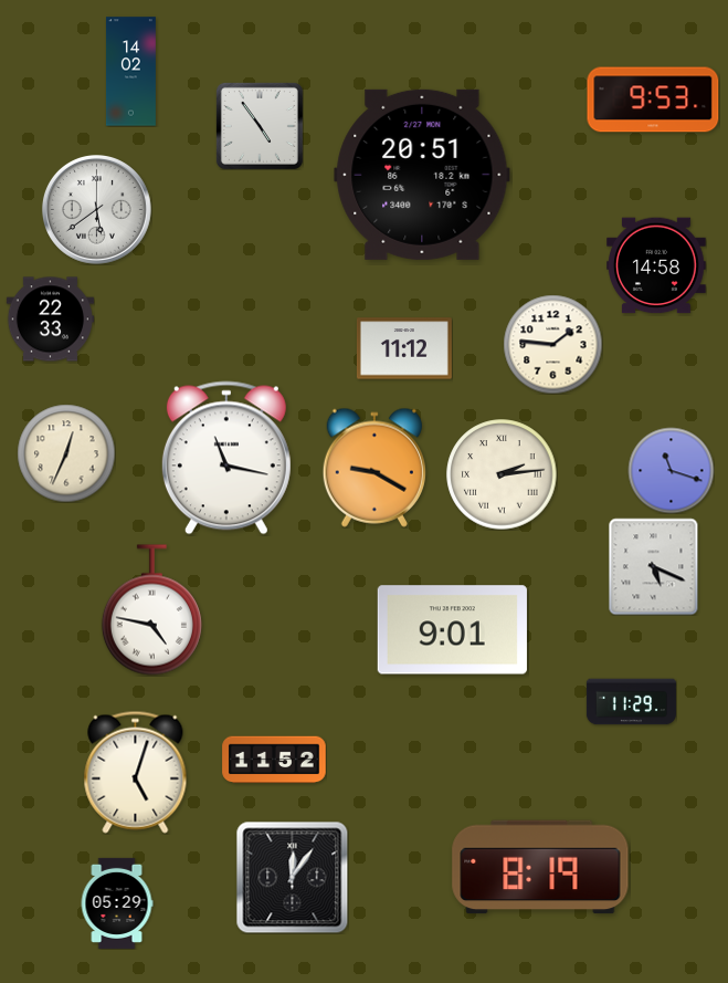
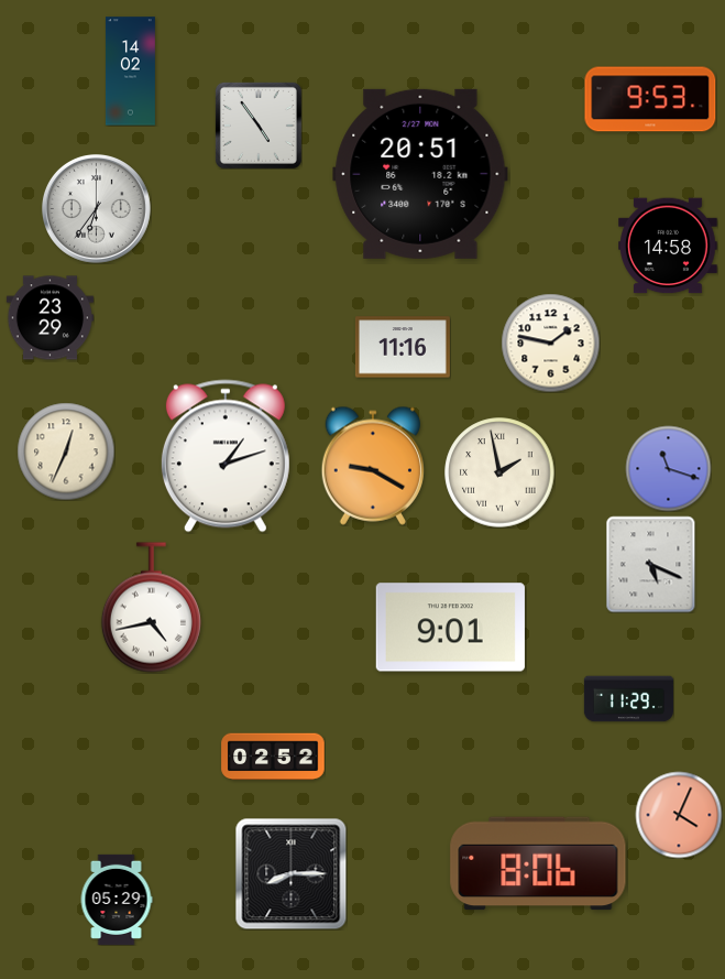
clock at (96, 209): 5:39 -> 6:36
clock at (657, 265) position: (657, 265) -> (669, 246)
clock at (50, 320): 22:33 -> 23:29
clock at (552, 344): 1:46 -> 1:47
clock at (404, 348): 11:12 -> 11:16
clock at (226, 458): 11:17 -> 1:12
clock at (502, 474): 2:14 -> 1:58
clock at (151, 610): 4:47 -> 4:43
clock at (274, 760): 11:52 -> 02:52
clock at (136, 772): 5:03 -> none
clock at (679, 815): none -> 4:04
clock at (540, 867): 8:19 -> 8:06
clock at (292, 877): 12:06 -> 8:15
